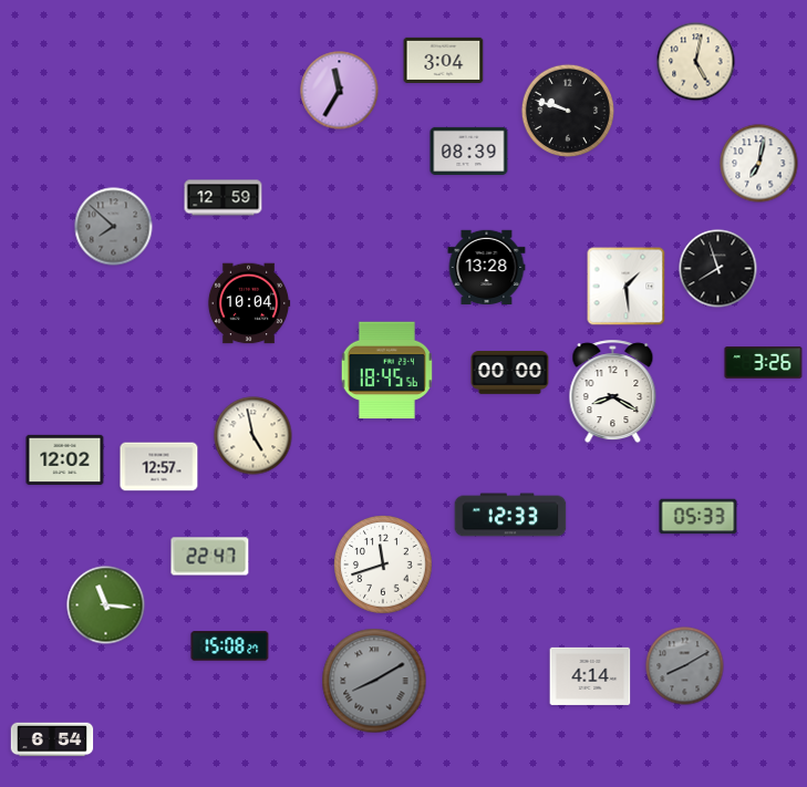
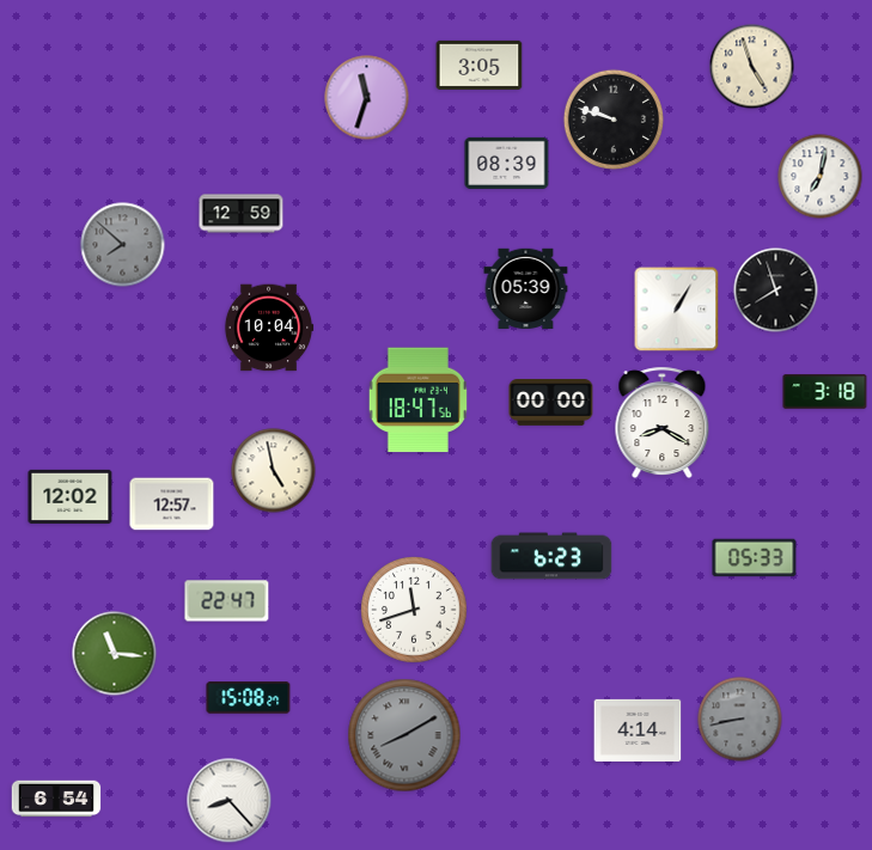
clock at (444, 60): 3:04 -> 3:05
clock at (696, 62): 5:02 -> 4:57
clock at (340, 91): 11:35 -> 11:33
clock at (487, 267): 13:28 -> 05:39
clock at (627, 287): 1:29 -> 1:05
clock at (764, 363): 3:26 -> 3:18
clock at (386, 371): 18:45 -> 18:47
clock at (510, 515): 12:33 -> 6:23
clock at (685, 666): 8:10 -> 8:43
clock at (230, 801): none -> 8:23
